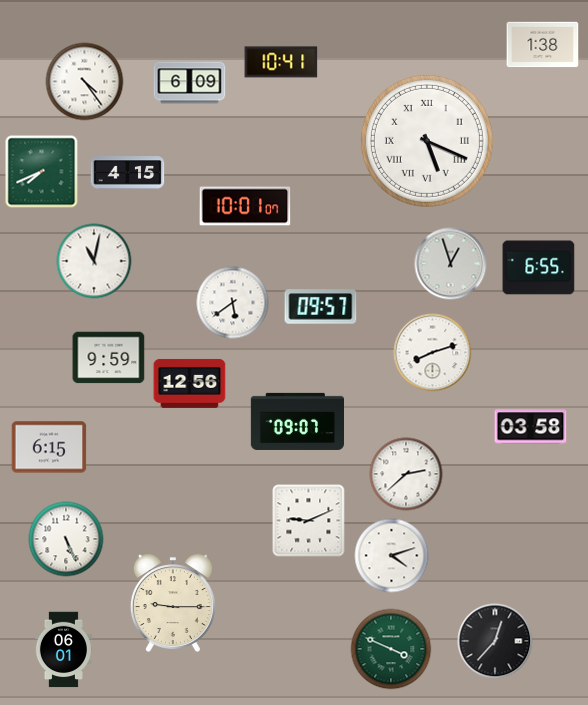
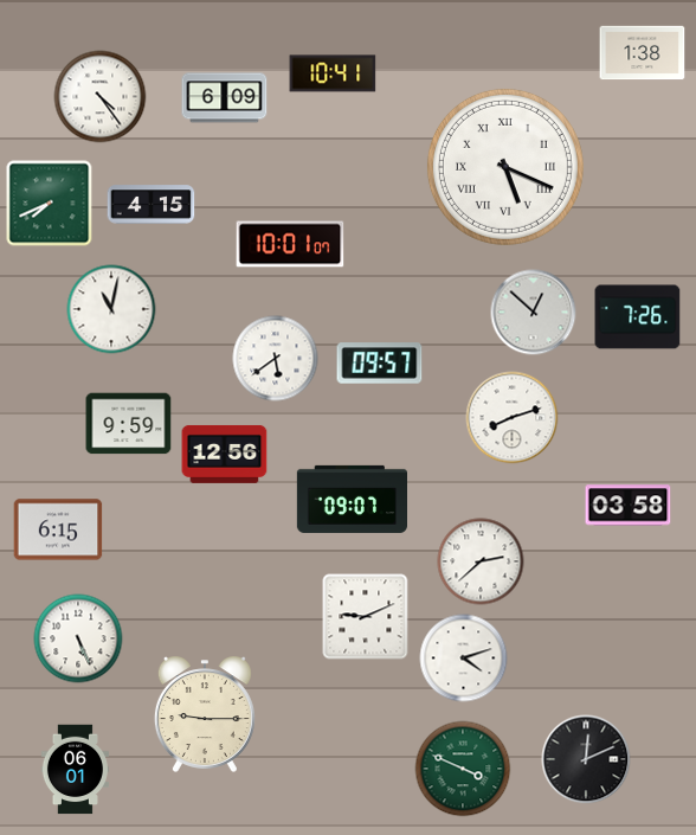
clock at (451, 264): 12:57 -> 12:52
clock at (539, 268): 6:55 -> 7:26
clock at (495, 641): 12:37 -> 12:11
